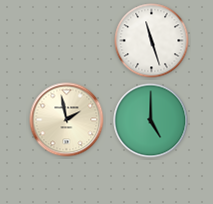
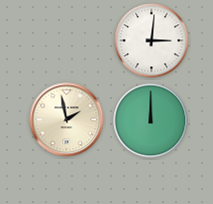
clock at (152, 41): 11:27 -> 3:01
clock at (151, 121): 5:00 -> 12:00
